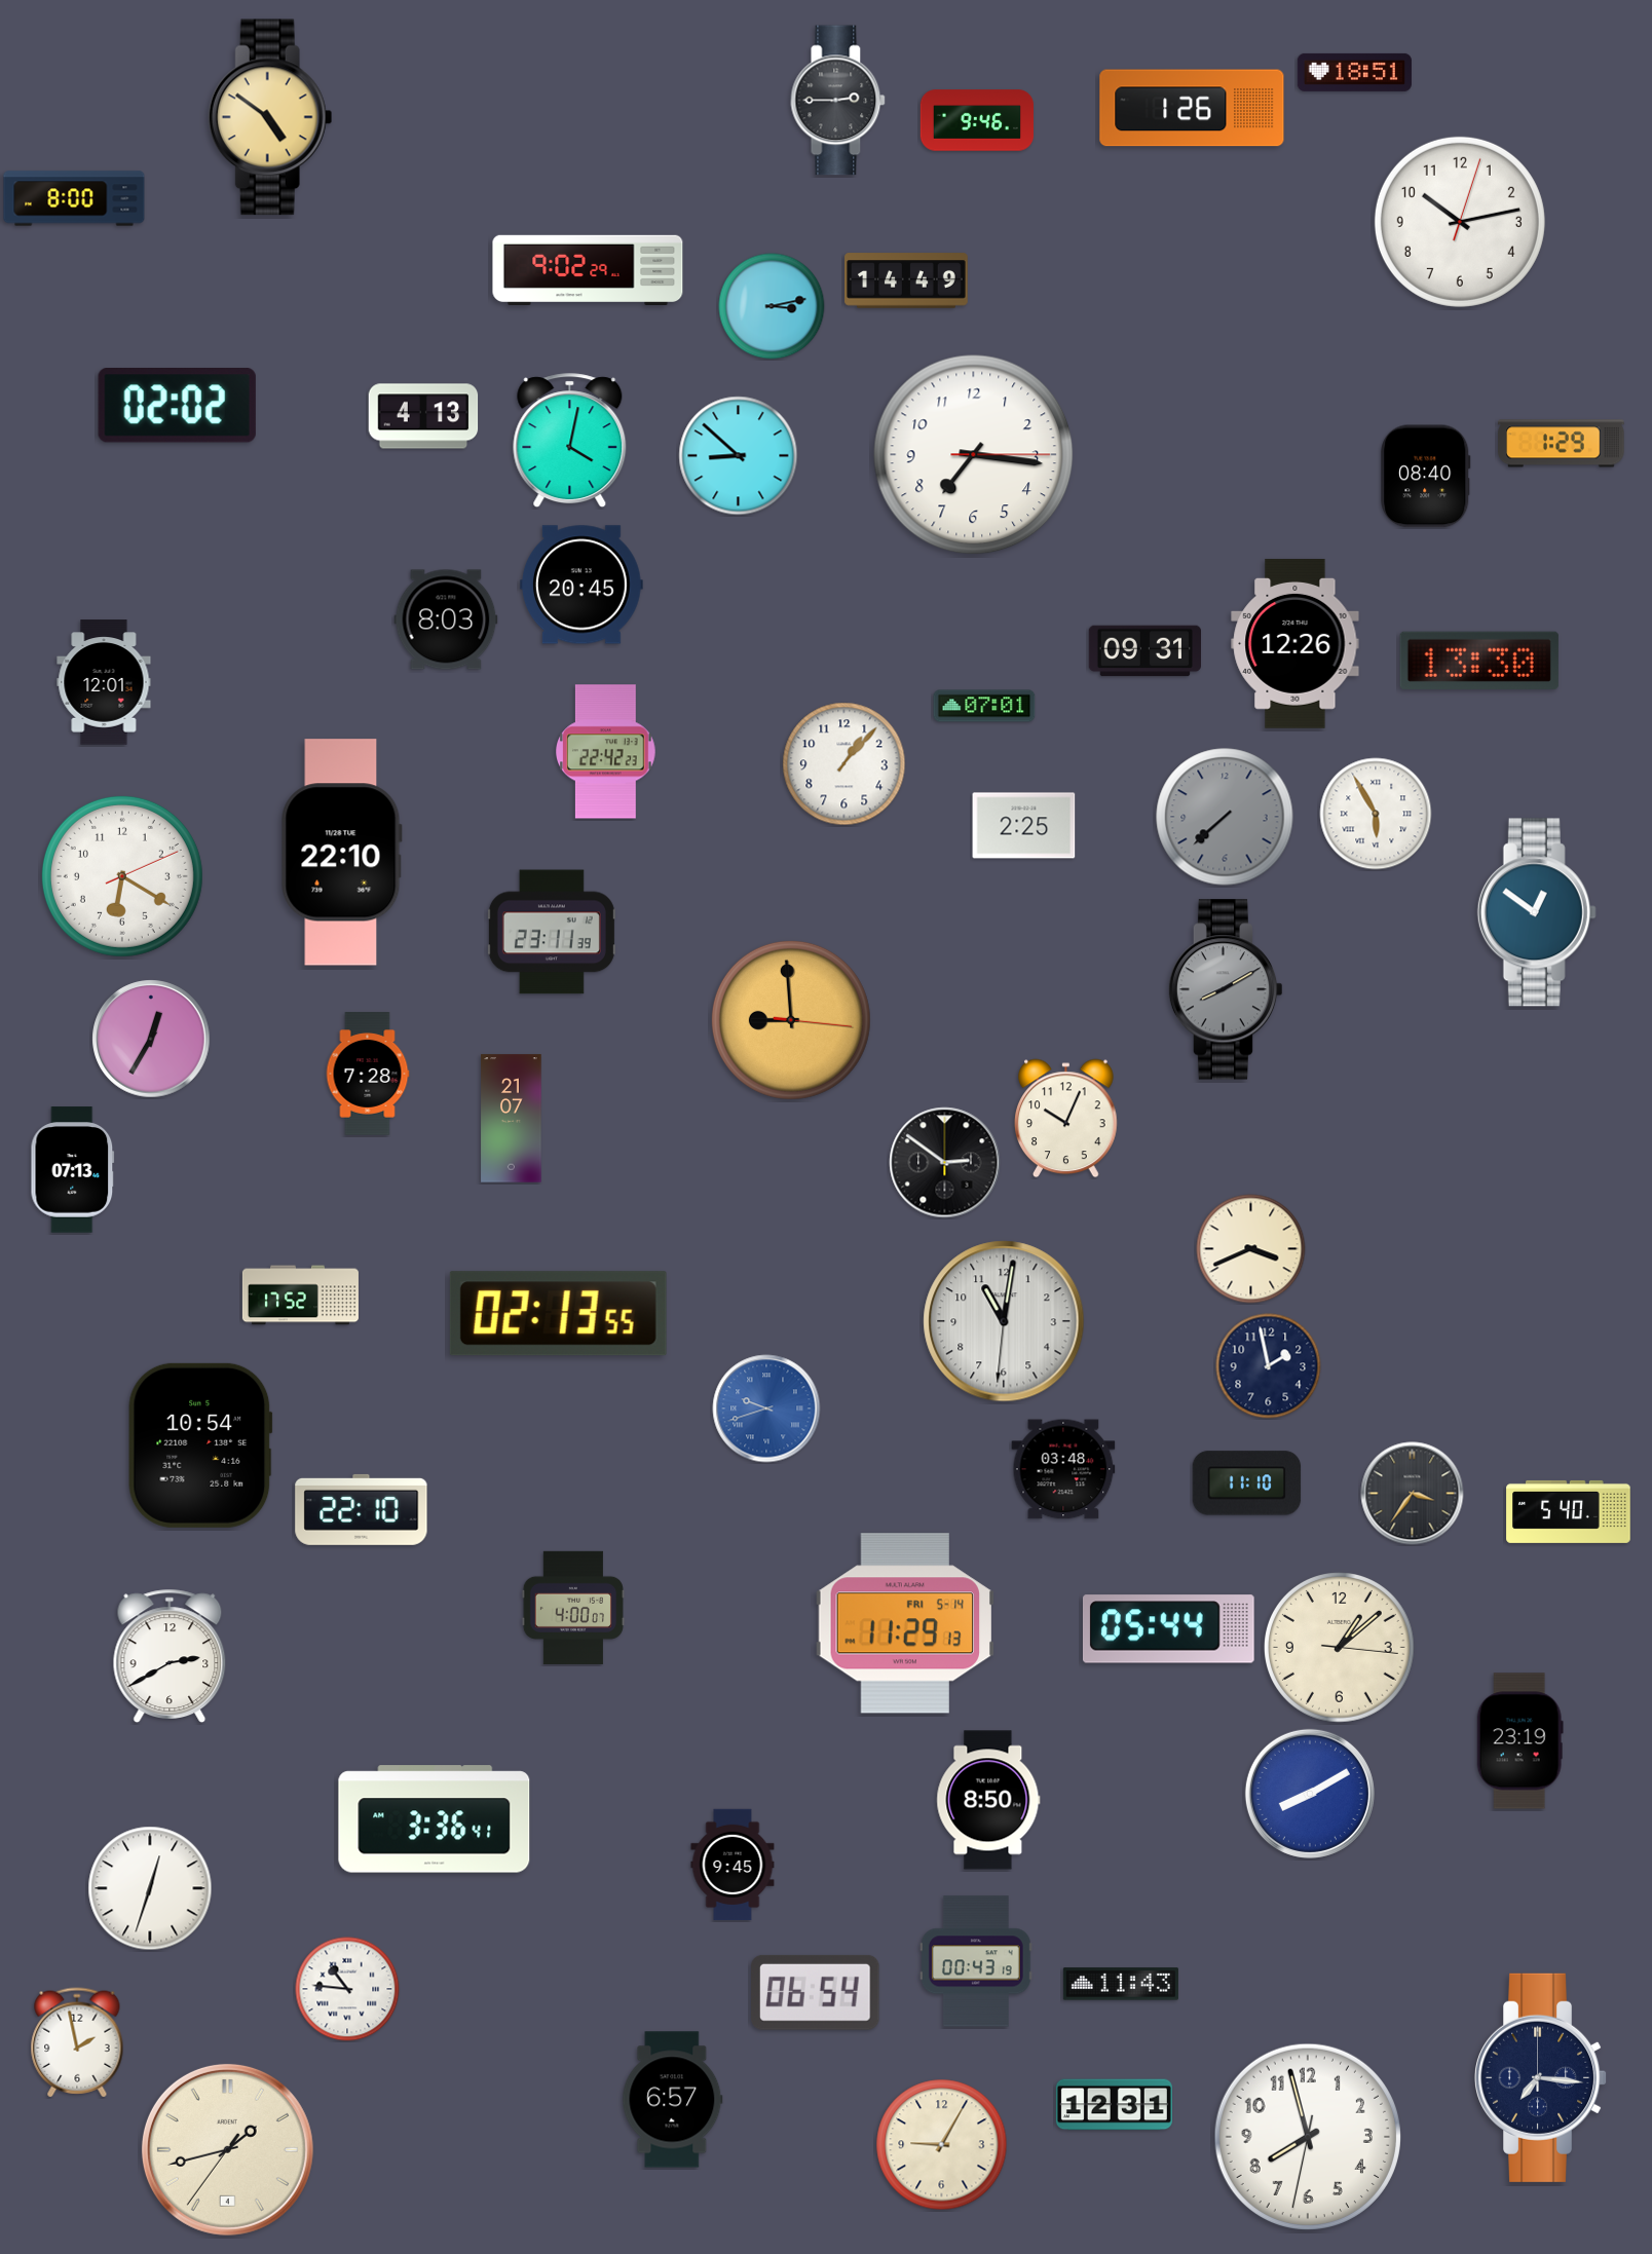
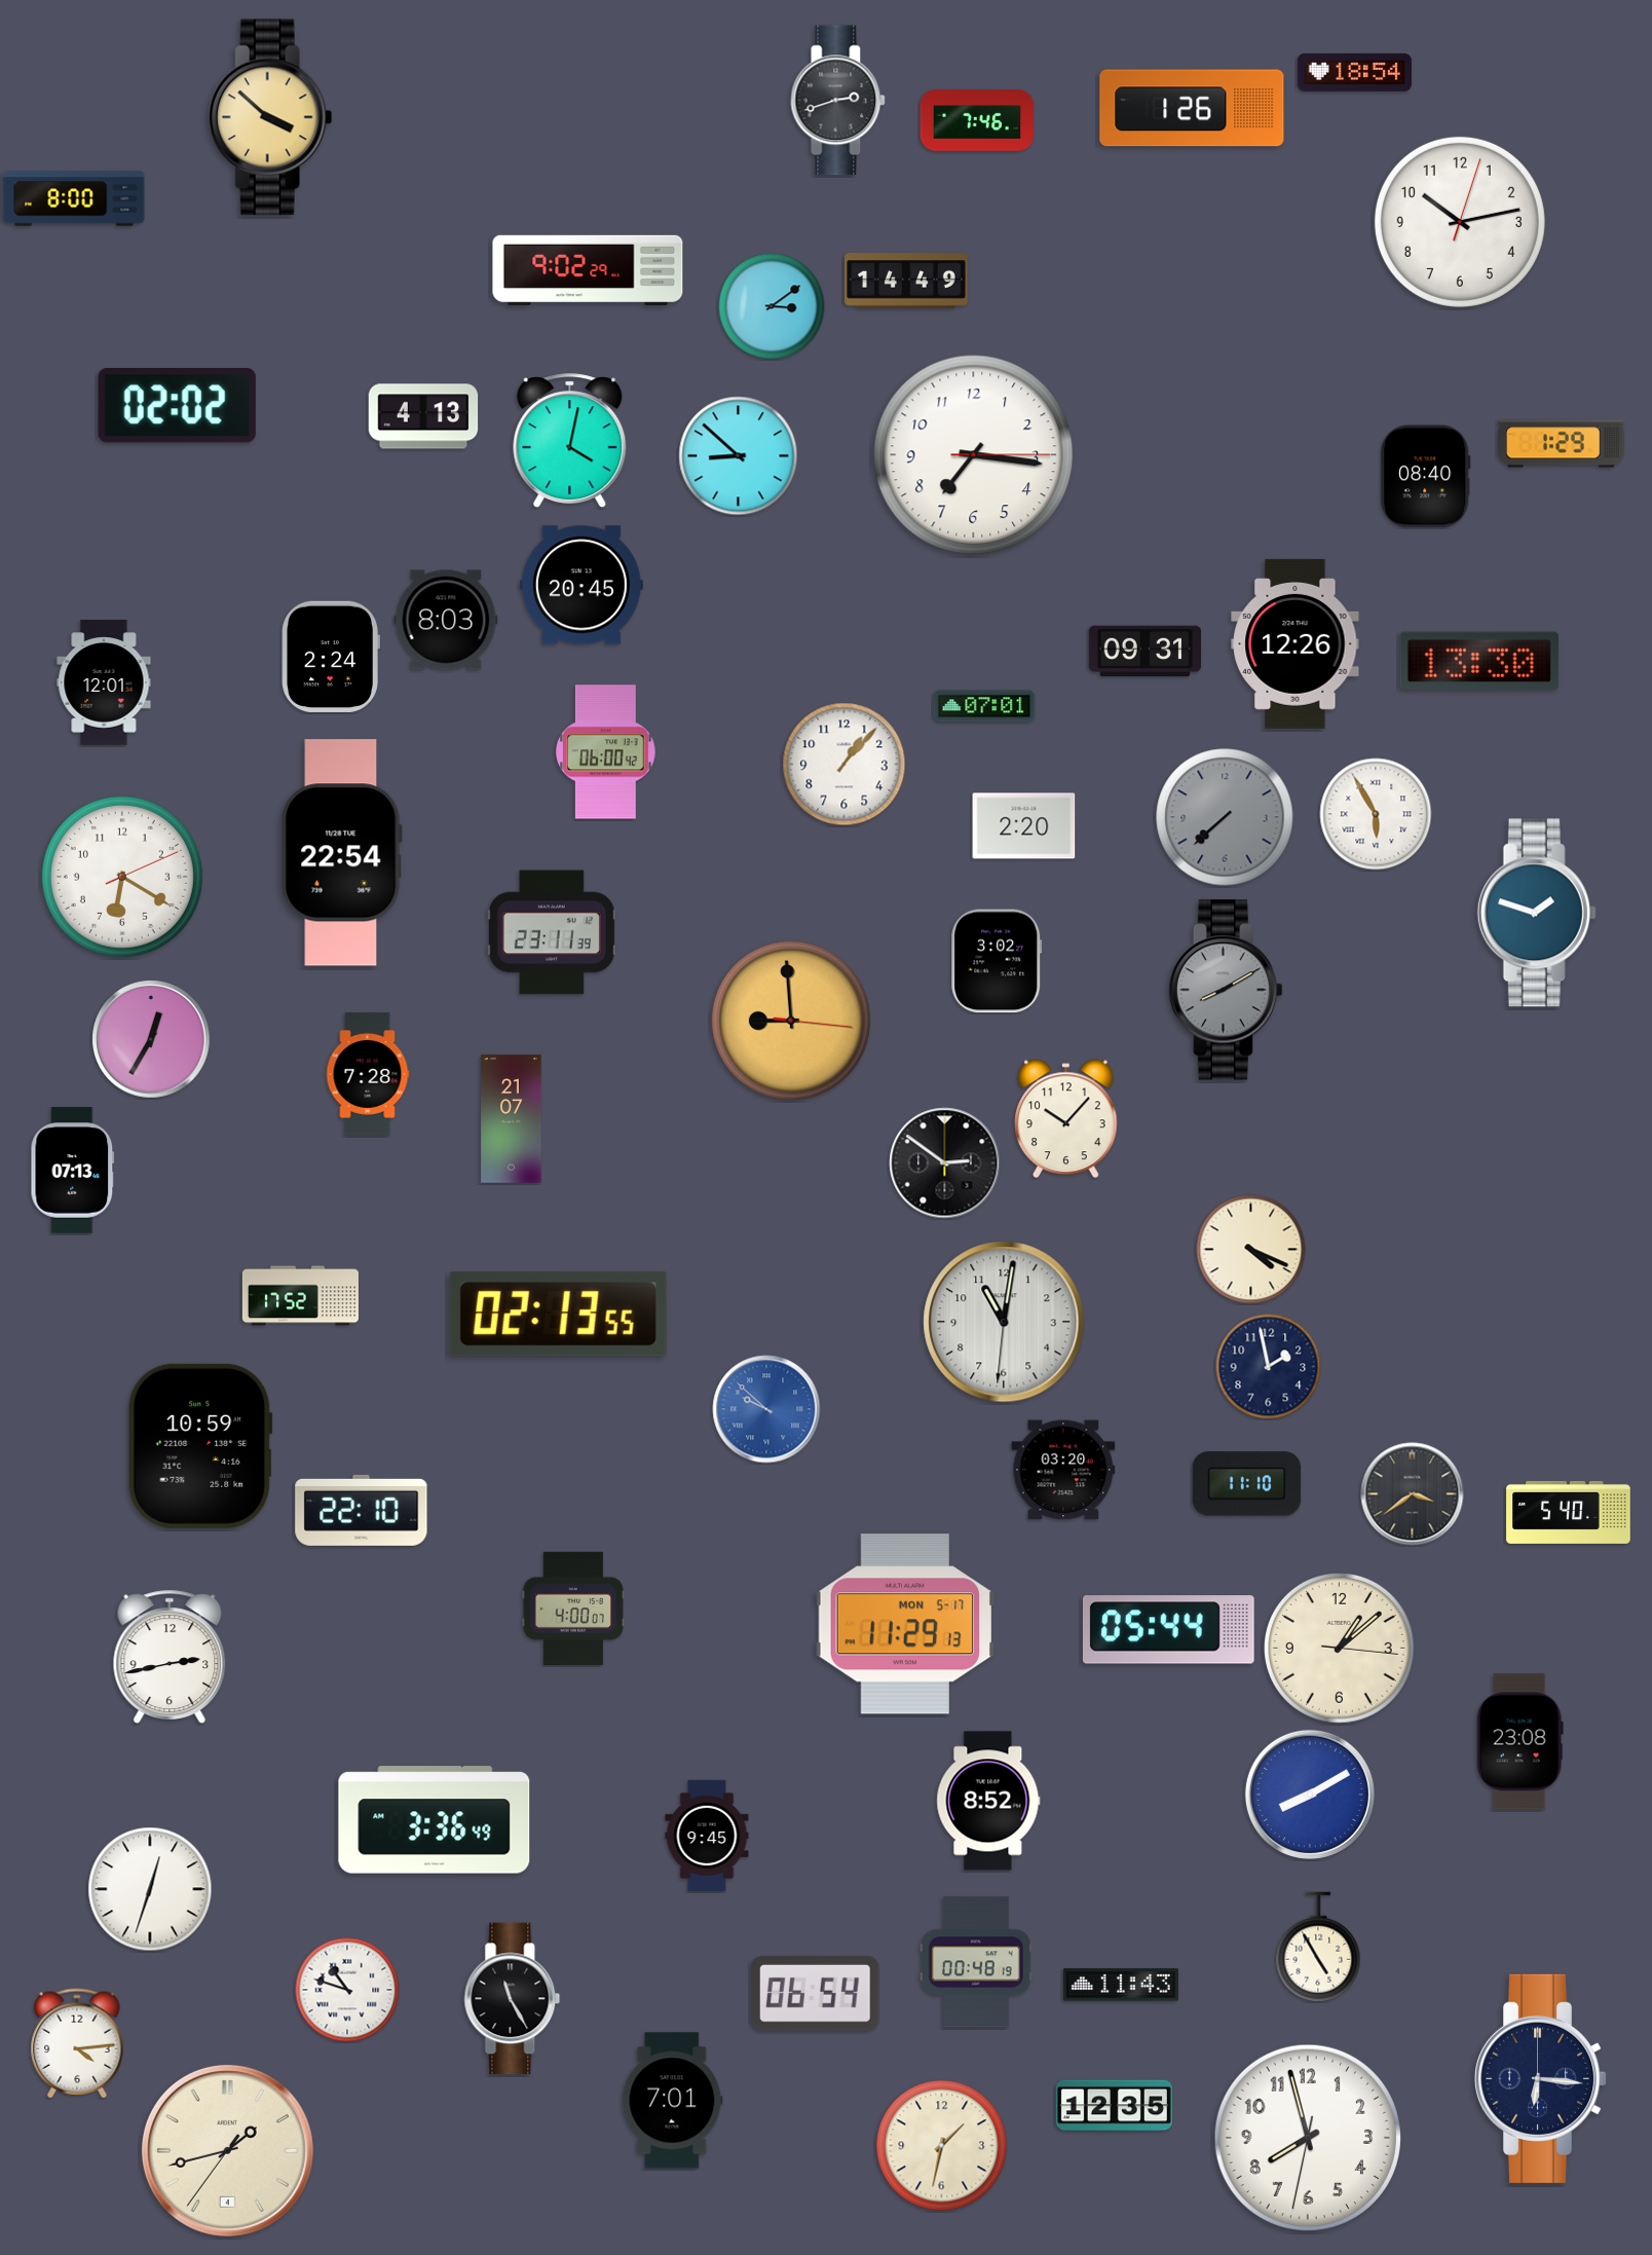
clock at (1354, 72): 18:51 -> 18:54
clock at (838, 101): 2:45 -> 2:42
clock at (270, 117): 4:51 -> 3:52
clock at (976, 120): 9:46 -> 7:46
clock at (772, 306): 3:13 -> 3:09
clock at (330, 657): none -> 2:24
clock at (606, 752): 22:42 -> 06:00
clock at (1024, 826): 2:25 -> 2:20
clock at (341, 853): 22:10 -> 22:54
clock at (1537, 912): 12:51 -> 1:48
clock at (997, 961): none -> 3:02
clock at (1066, 1119): 10:04 -> 10:07
clock at (1251, 1249): 3:41 -> 4:19
clock at (766, 1408): 9:42 -> 9:52
clock at (200, 1445): 10:54 -> 10:59
clock at (1063, 1469): 03:48 -> 03:20
clock at (1413, 1494): 3:36 -> 3:39
clock at (905, 1623) date: FRI 5-14 -> MON 5-17
clock at (170, 1655): 2:40 -> 2:43
clock at (1519, 1741): 23:19 -> 23:08
clock at (988, 1800): 8:50 -> 8:52
clock at (435, 1819): 3:36:41 -> 3:36:49
clock at (733, 1865) position: (733, 1865) -> (707, 1836)
clock at (1318, 1947): none -> 4:55
clock at (976, 1961): 00:43 -> 00:48
clock at (347, 1989): 10:46 -> 10:48
clock at (513, 1999): none -> 11:25
clock at (77, 2042): 1:58 -> 4:14
clock at (1542, 2077): 7:16 -> 6:16
clock at (673, 2100): 6:57 -> 7:01
clock at (1114, 2105): 12:31 -> 12:35
clock at (942, 2145): 9:05 -> 1:32
